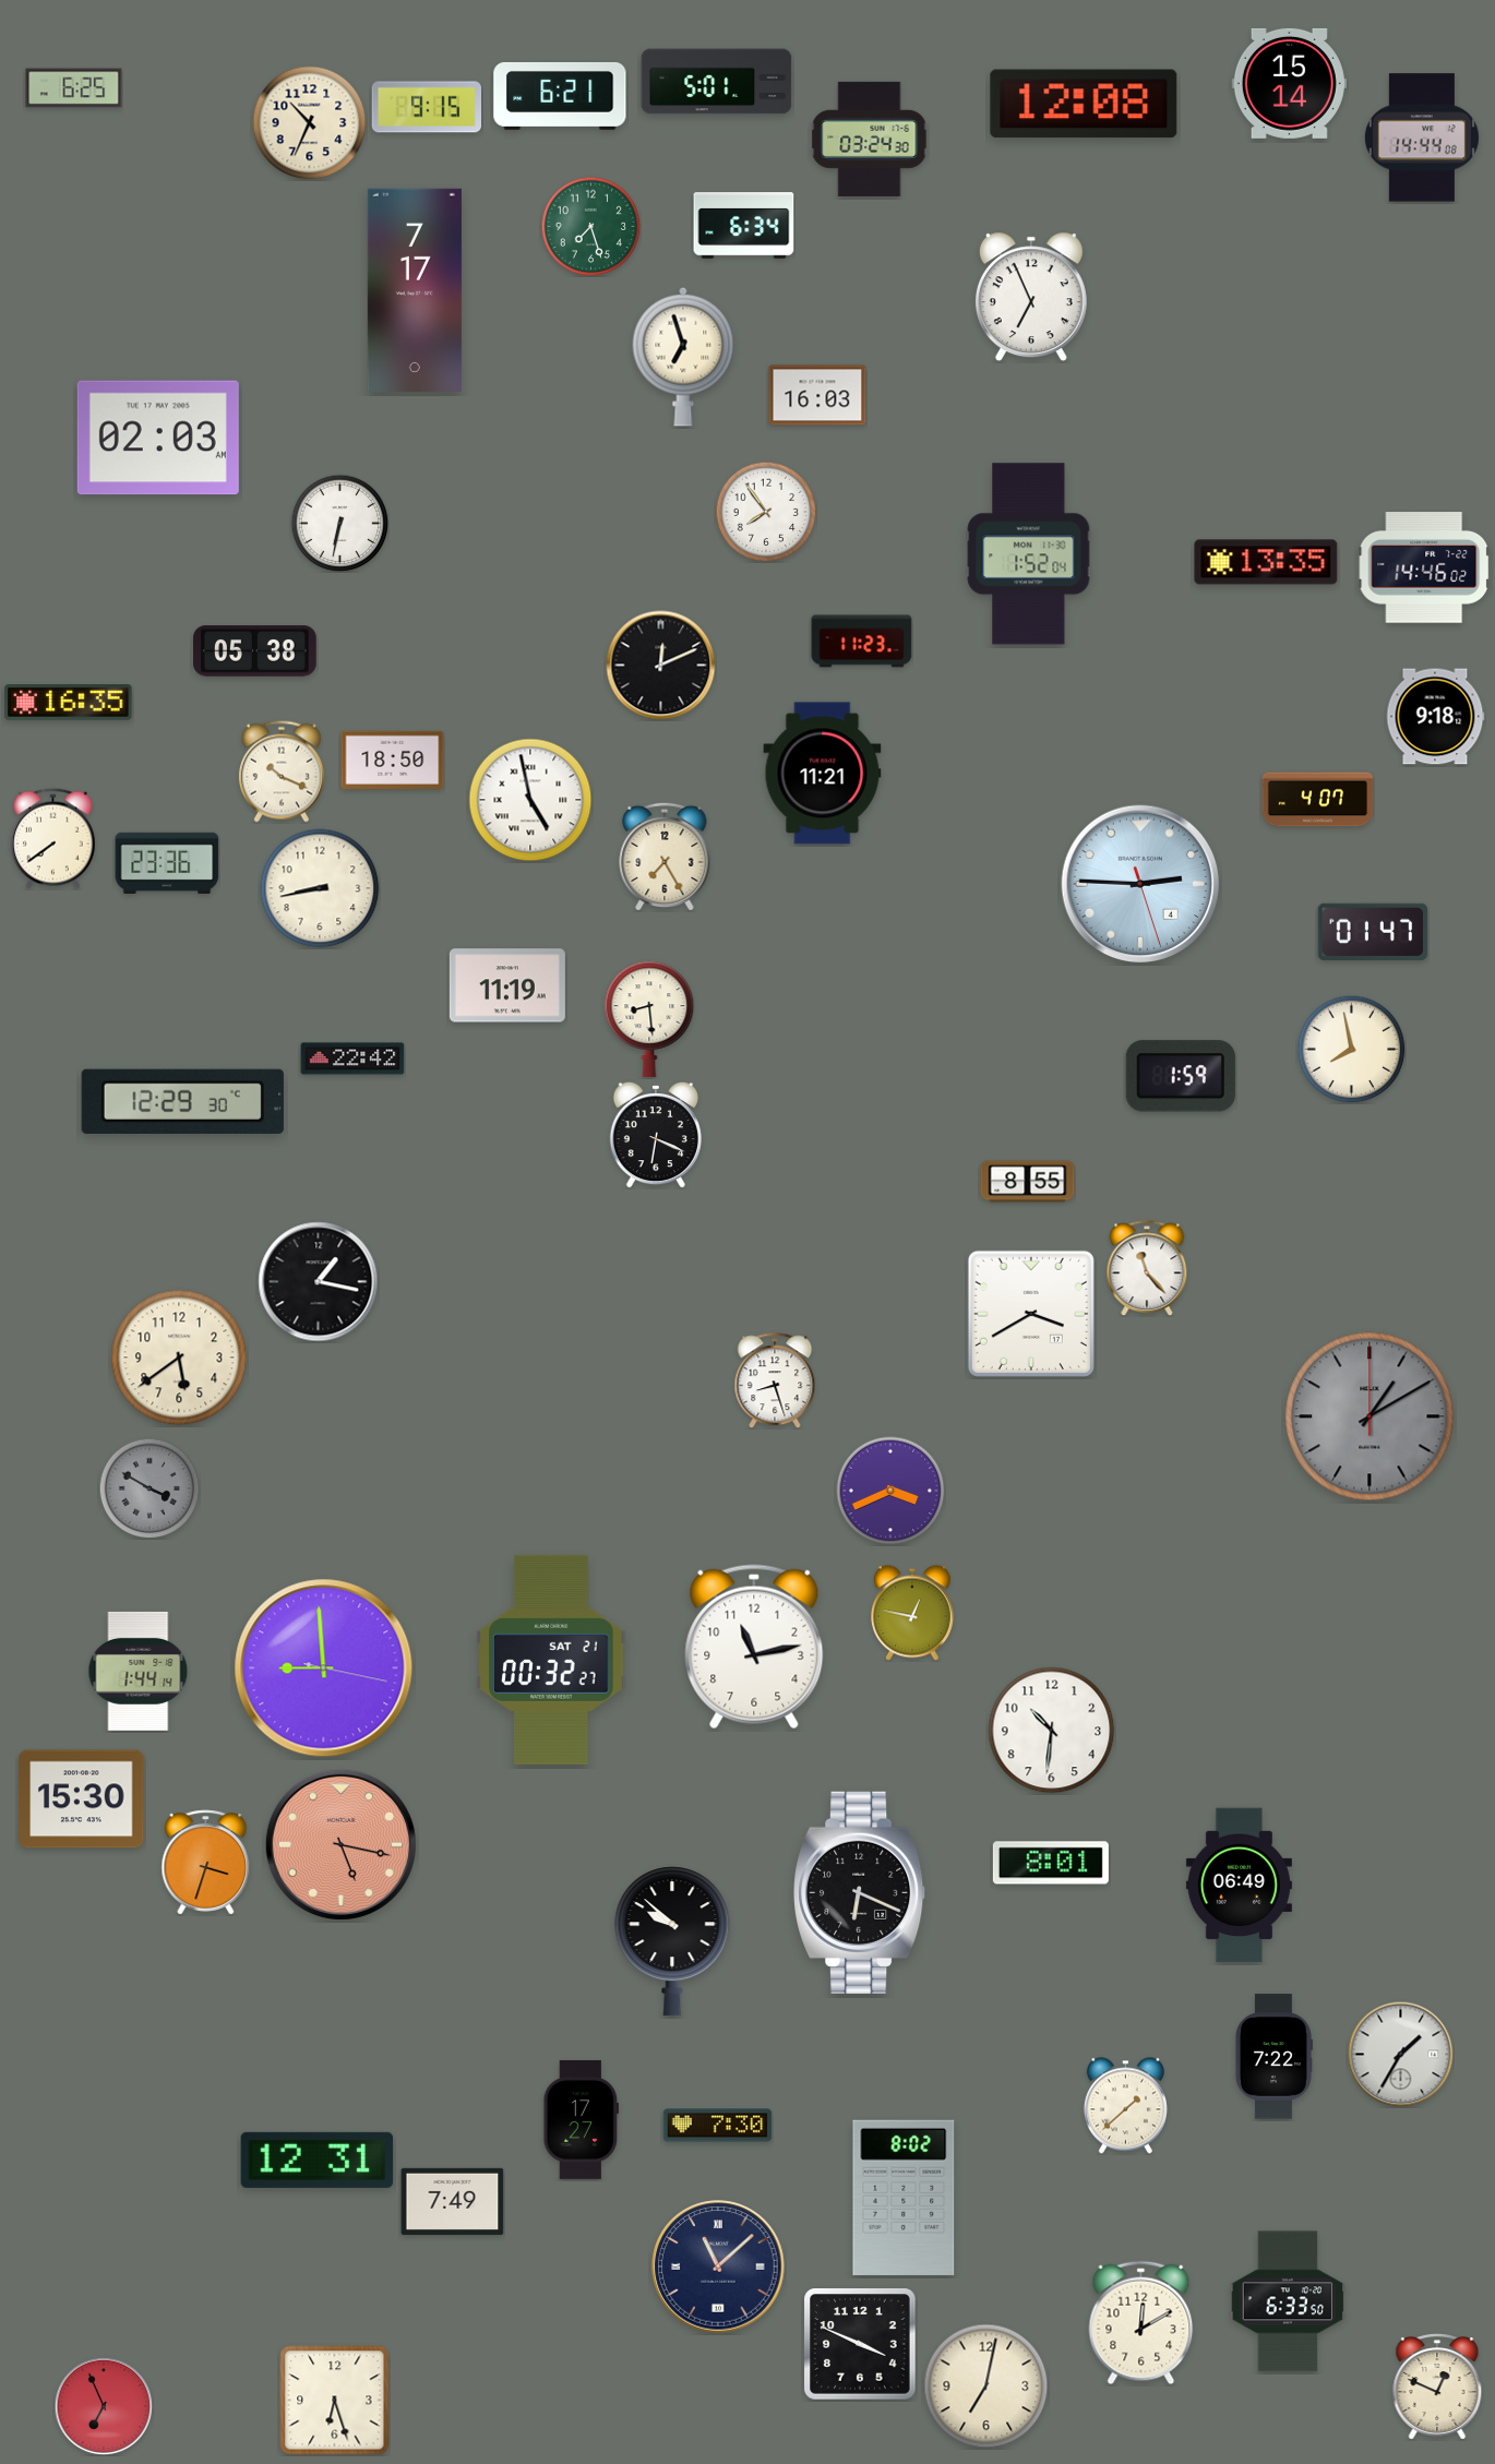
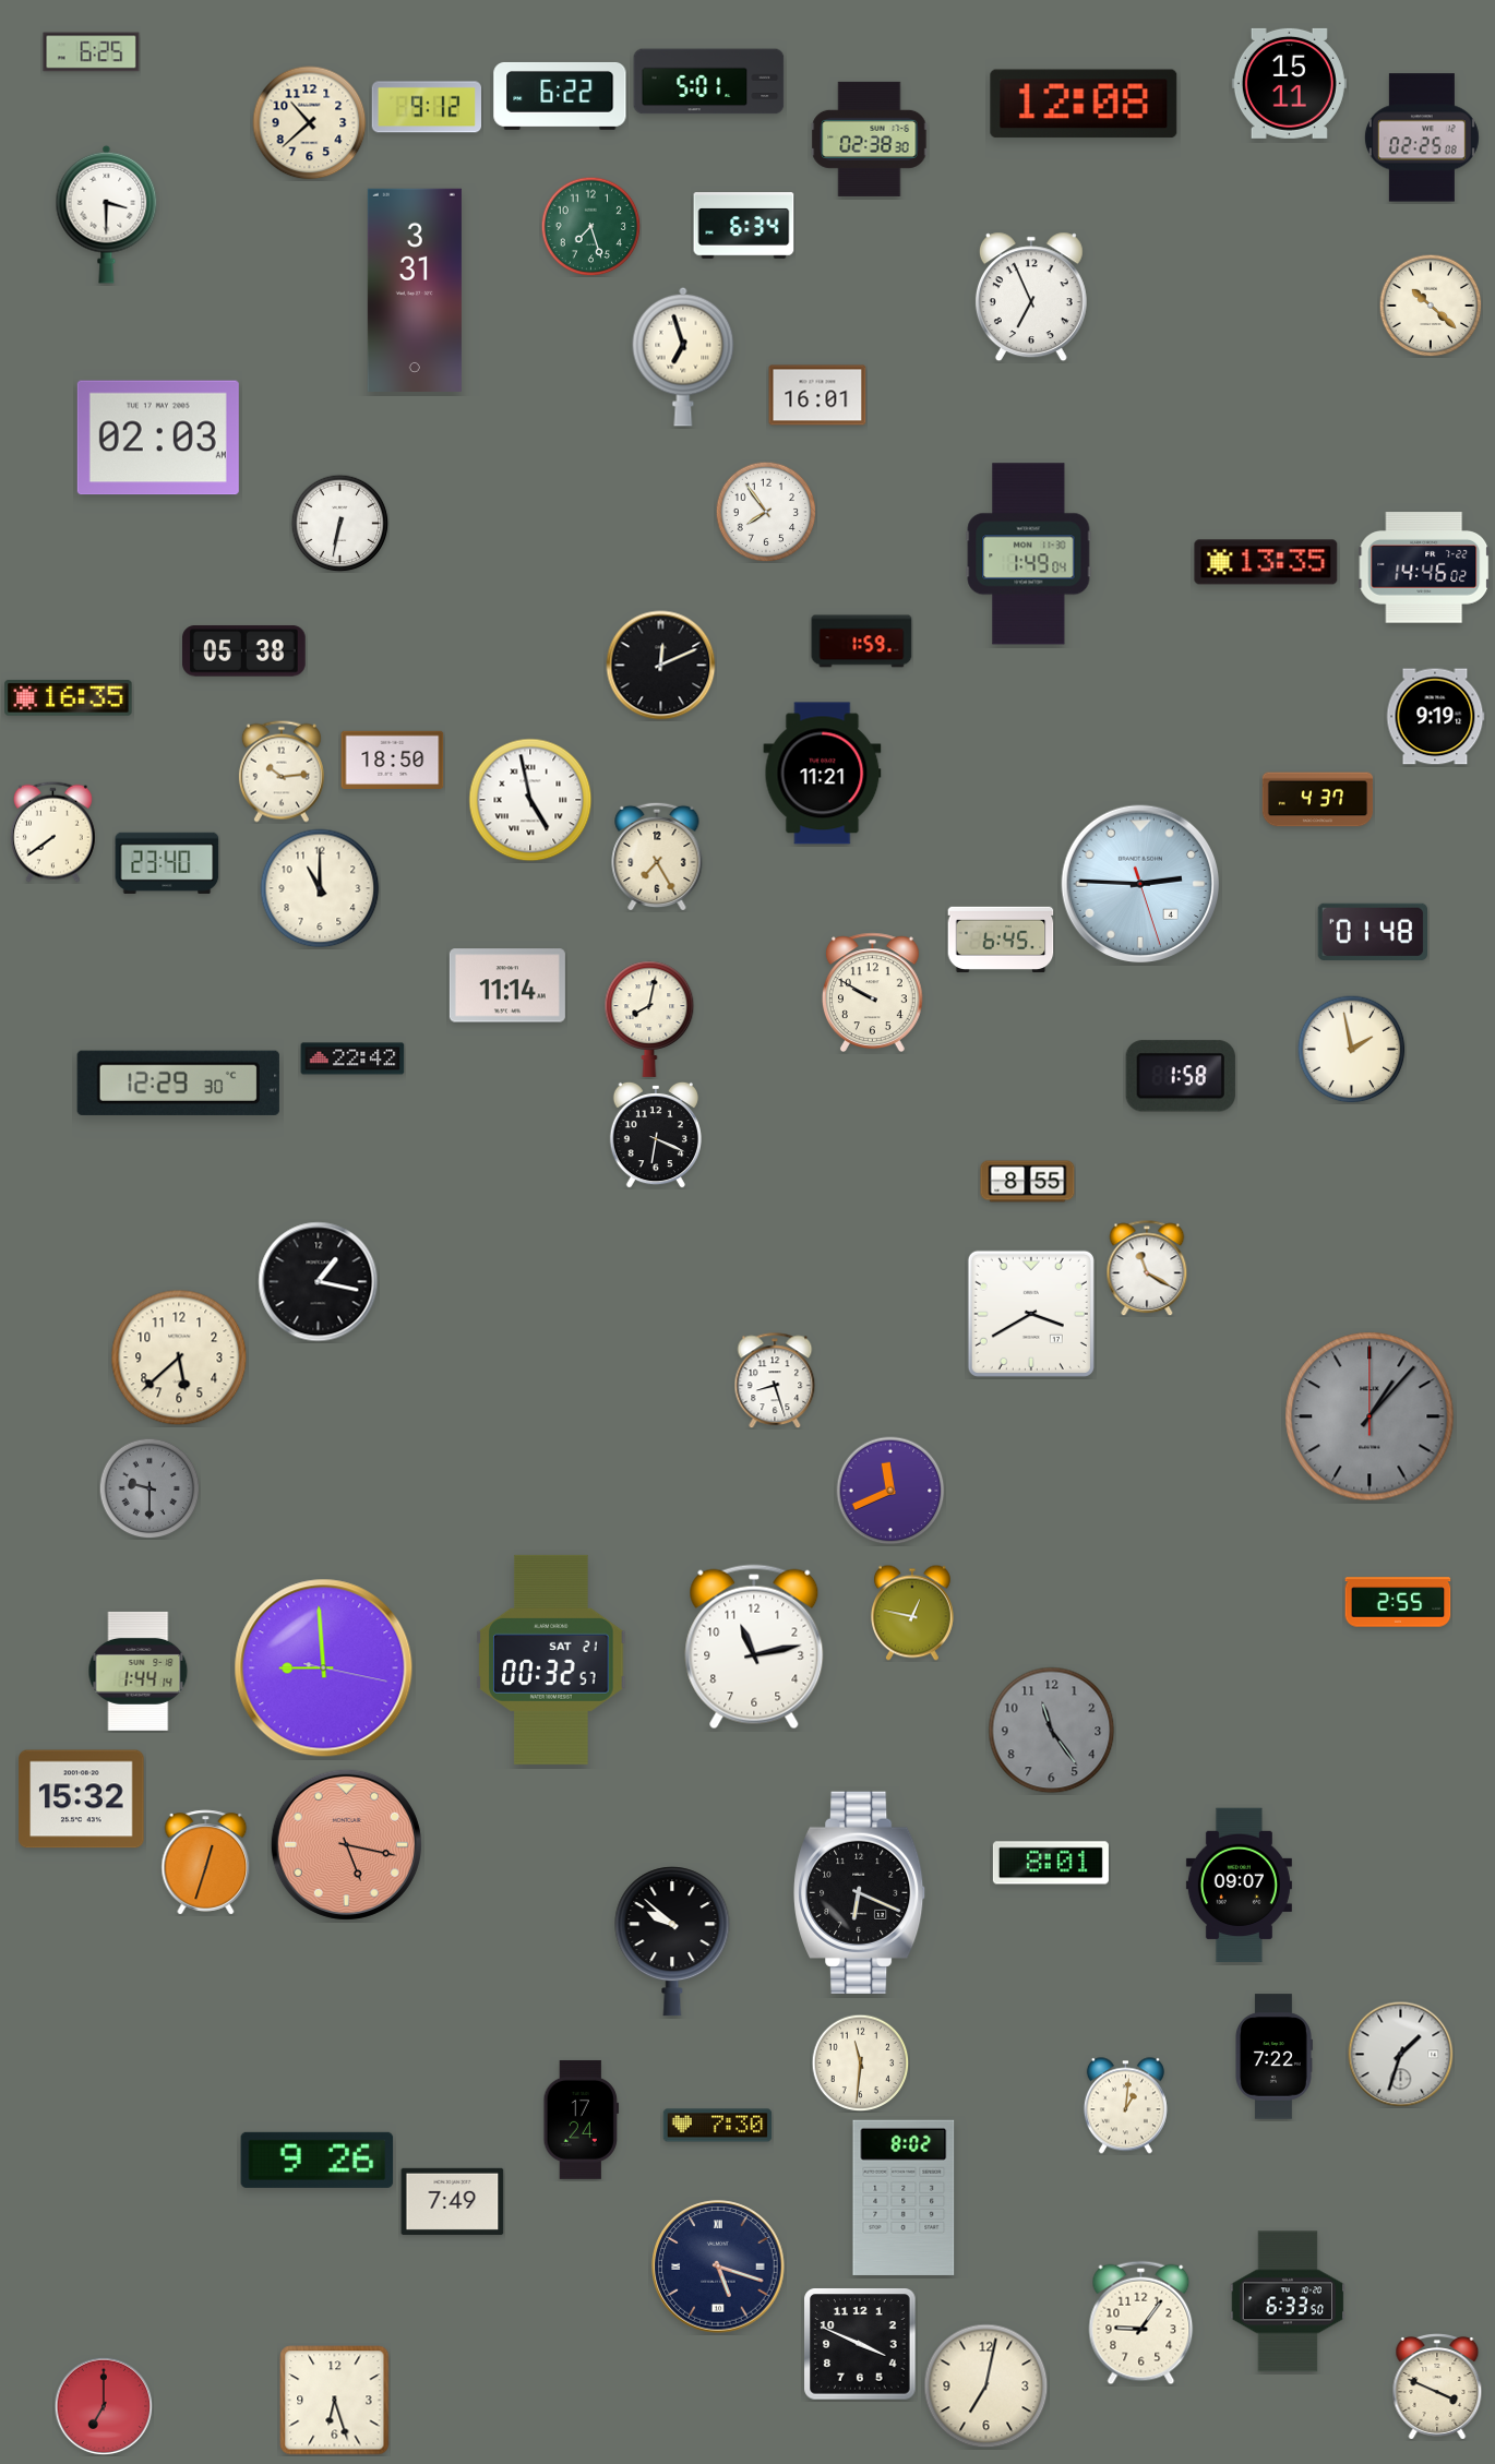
clock at (717, 82) position: (717, 82) -> (709, 82)
clock at (1289, 83): 15:14 -> 15:11
clock at (74, 88) position: (74, 88) -> (92, 52)
clock at (560, 96): 6:21 -> 6:22
clock at (426, 107): 9:15 -> 9:12
clock at (310, 123): 10:34 -> 10:38
clock at (1422, 137): 14:44 -> 02:25
clock at (870, 139): 03:24 -> 02:38
clock at (107, 214): none -> 3:30
clock at (415, 290): 7:17 -> 3:31
clock at (1431, 306): none -> 10:22
clock at (817, 395): 16:03 -> 16:01
clock at (1029, 554): 1:52 -> 1:49
clock at (862, 642): 11:23 -> 1:59
clock at (255, 651) position: (255, 651) -> (244, 651)
clock at (69, 703) position: (69, 703) -> (69, 698)
clock at (1435, 717): 9:18 -> 9:19
clock at (282, 772): 10:19 -> 10:14
clock at (1318, 800): 4:07 -> 4:37
clock at (52, 838) position: (52, 838) -> (52, 832)
clock at (665, 857) position: (665, 857) -> (657, 857)
clock at (167, 863): 23:36 -> 23:40
clock at (320, 888): 8:43 -> 11:00
clock at (1372, 932): 01:47 -> 01:48
clock at (1001, 940): none -> 6:45
clock at (507, 985): 11:19 -> 11:14
clock at (873, 992): none -> 9:50
clock at (649, 1019): 8:29 -> 8:02
clock at (1352, 1050): 7:58 -> 1:58
clock at (1181, 1076): 1:59 -> 1:58
clock at (182, 1101) position: (182, 1101) -> (178, 1083)
clock at (1147, 1268): 11:23 -> 11:20
clock at (179, 1357): 5:39 -> 5:38
clock at (1370, 1416): 1:10 -> 1:07
clock at (149, 1488): 3:50 -> 9:30
clock at (890, 1491): 3:41 -> 11:41
clock at (1398, 1602): none -> 2:55
clock at (551, 1660): 00:32:27 -> 00:32:57
clock at (1052, 1731): 10:31 -> 11:24
clock at (1052, 1731) dial: white -> grey
clock at (82, 1799): 15:30 -> 15:32
clock at (340, 1844) position: (340, 1844) -> (346, 1844)
clock at (206, 1863): 3:33 -> 12:33
clock at (1239, 1886): 06:49 -> 09:07
clock at (1401, 2055): 1:35 -> 1:33
clock at (860, 2062): none -> 11:31
clock at (1125, 2106): 1:38 -> 1:01
clock at (582, 2119): 17:27 -> 17:24
clock at (318, 2160): 12:31 -> 9:26
clock at (718, 2266): 11:08 -> 5:18
clock at (1141, 2323): 12:10 -> 9:06
clock at (1437, 2387): 12:49 -> 3:49
clock at (104, 2406): 6:56 -> 7:00
